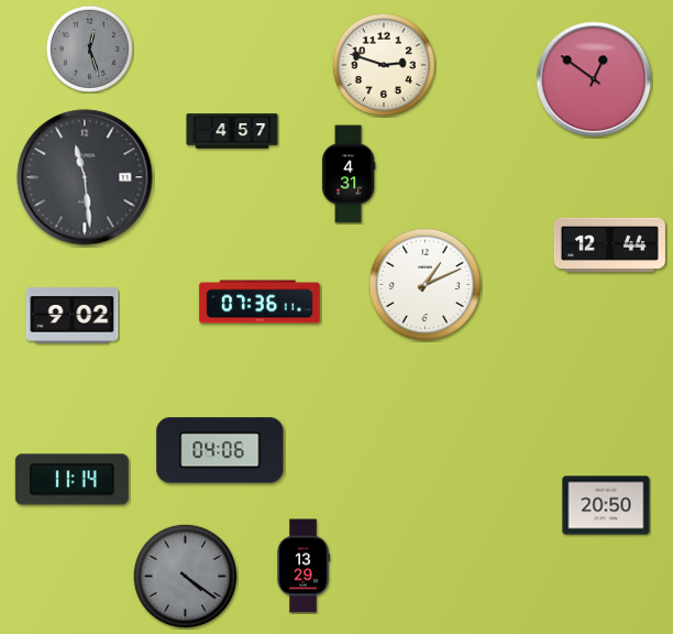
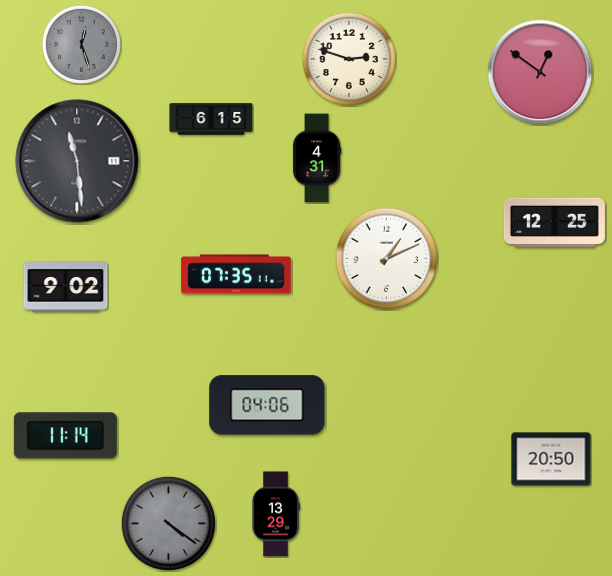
clock at (232, 131): 4:57 -> 6:15
clock at (609, 244): 12:44 -> 12:25
clock at (260, 302): 07:36 -> 07:35
clock at (220, 450) position: (220, 450) -> (267, 405)
